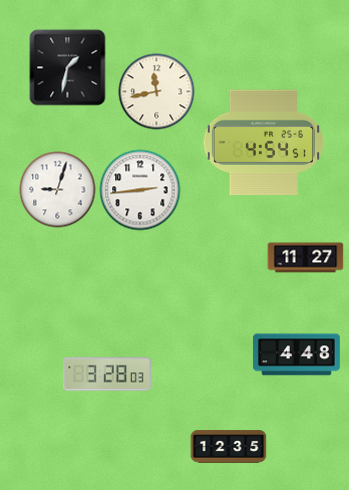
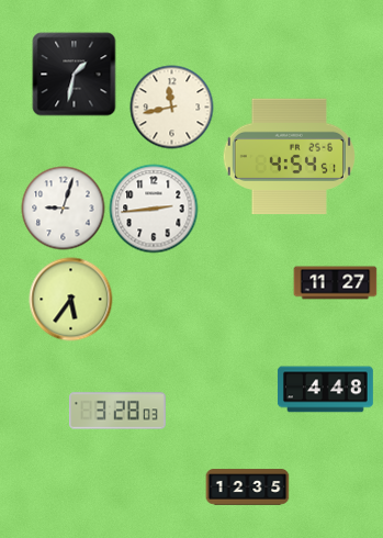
clock at (157, 92) position: (157, 92) -> (172, 108)
clock at (71, 300): none -> 5:36
clock at (229, 447) position: (229, 447) -> (248, 487)
